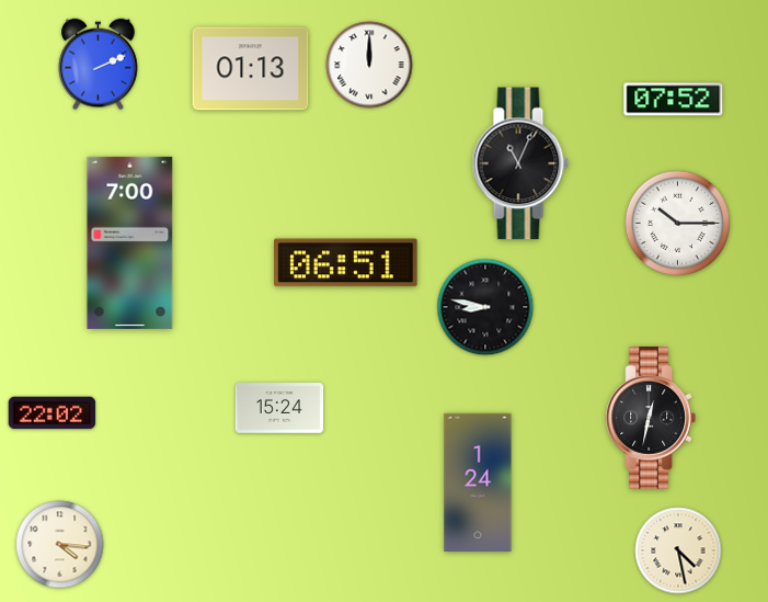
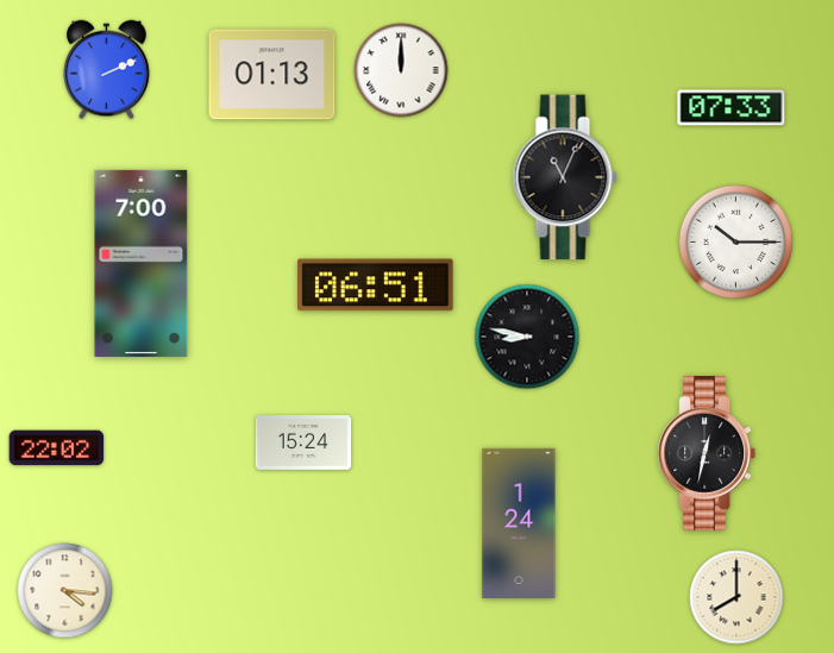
clock at (674, 100): 07:52 -> 07:33
clock at (485, 307) position: (485, 307) -> (527, 337)
clock at (678, 550): 4:28 -> 8:00
